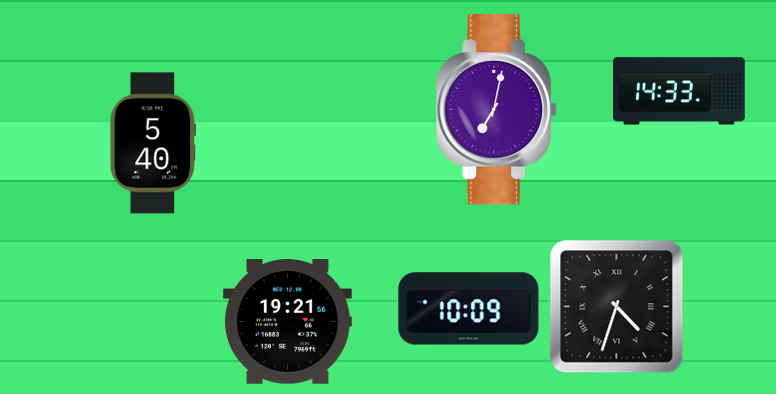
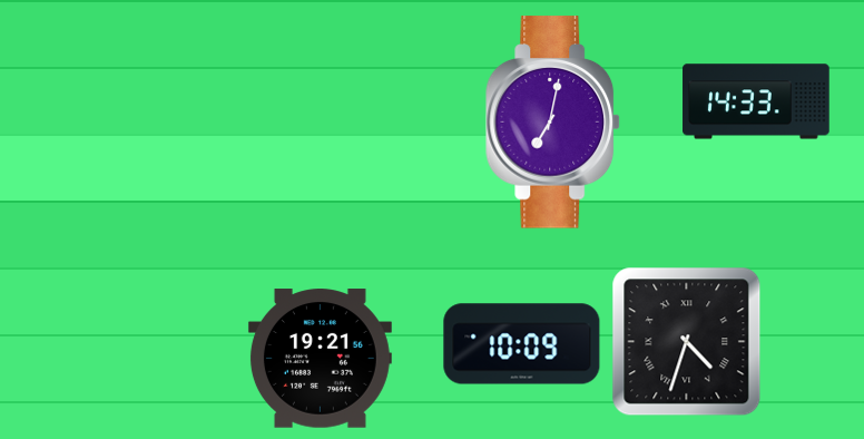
clock at (153, 143): 5:40 -> none
